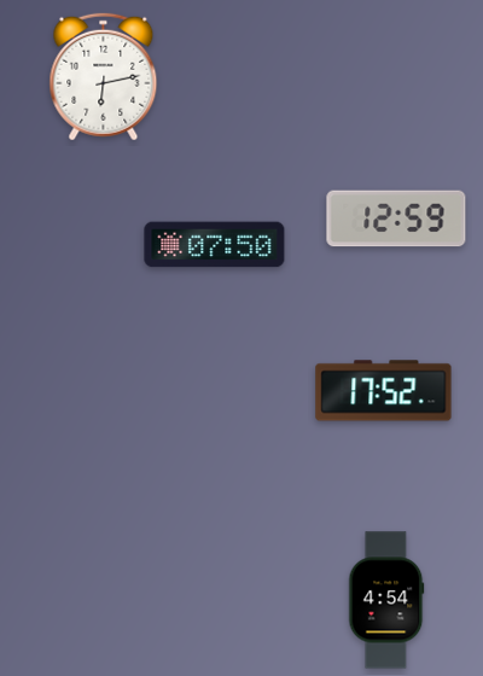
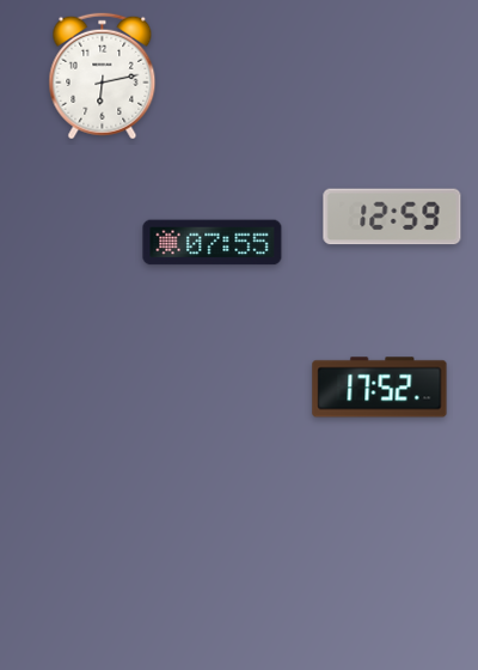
clock at (215, 245): 07:50 -> 07:55
clock at (386, 600): 4:54 -> none
